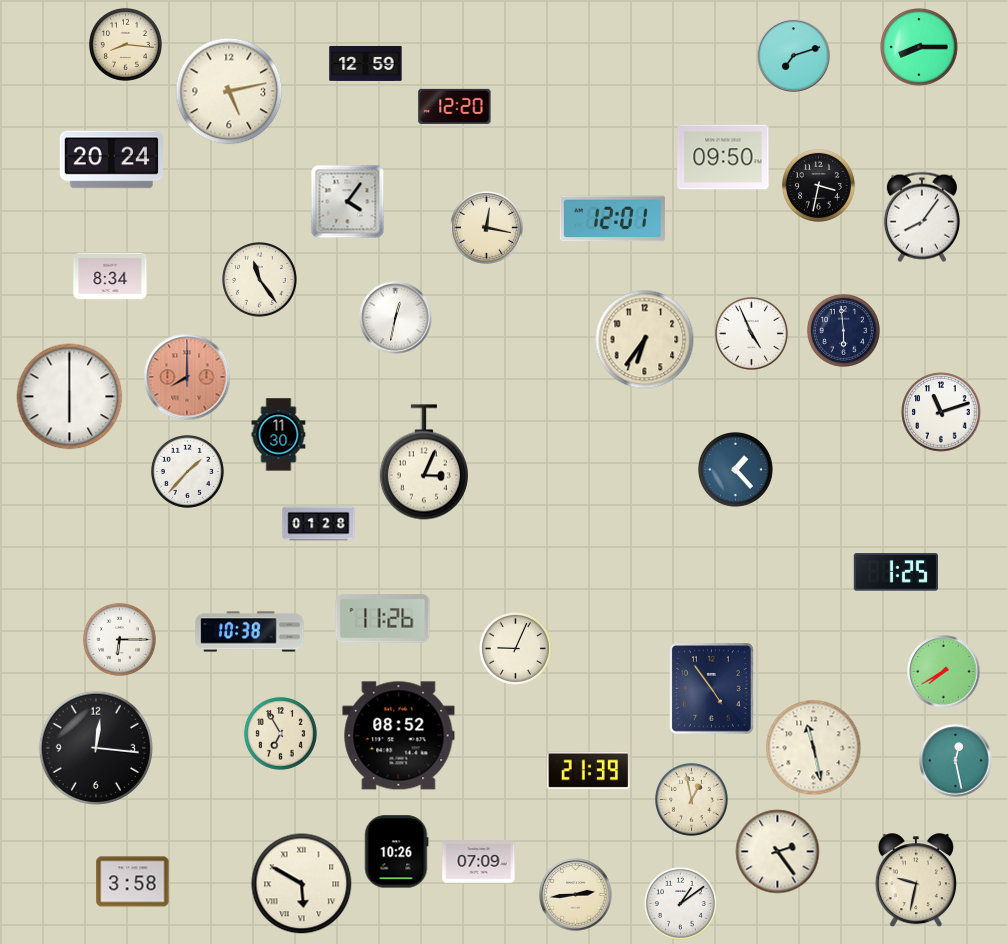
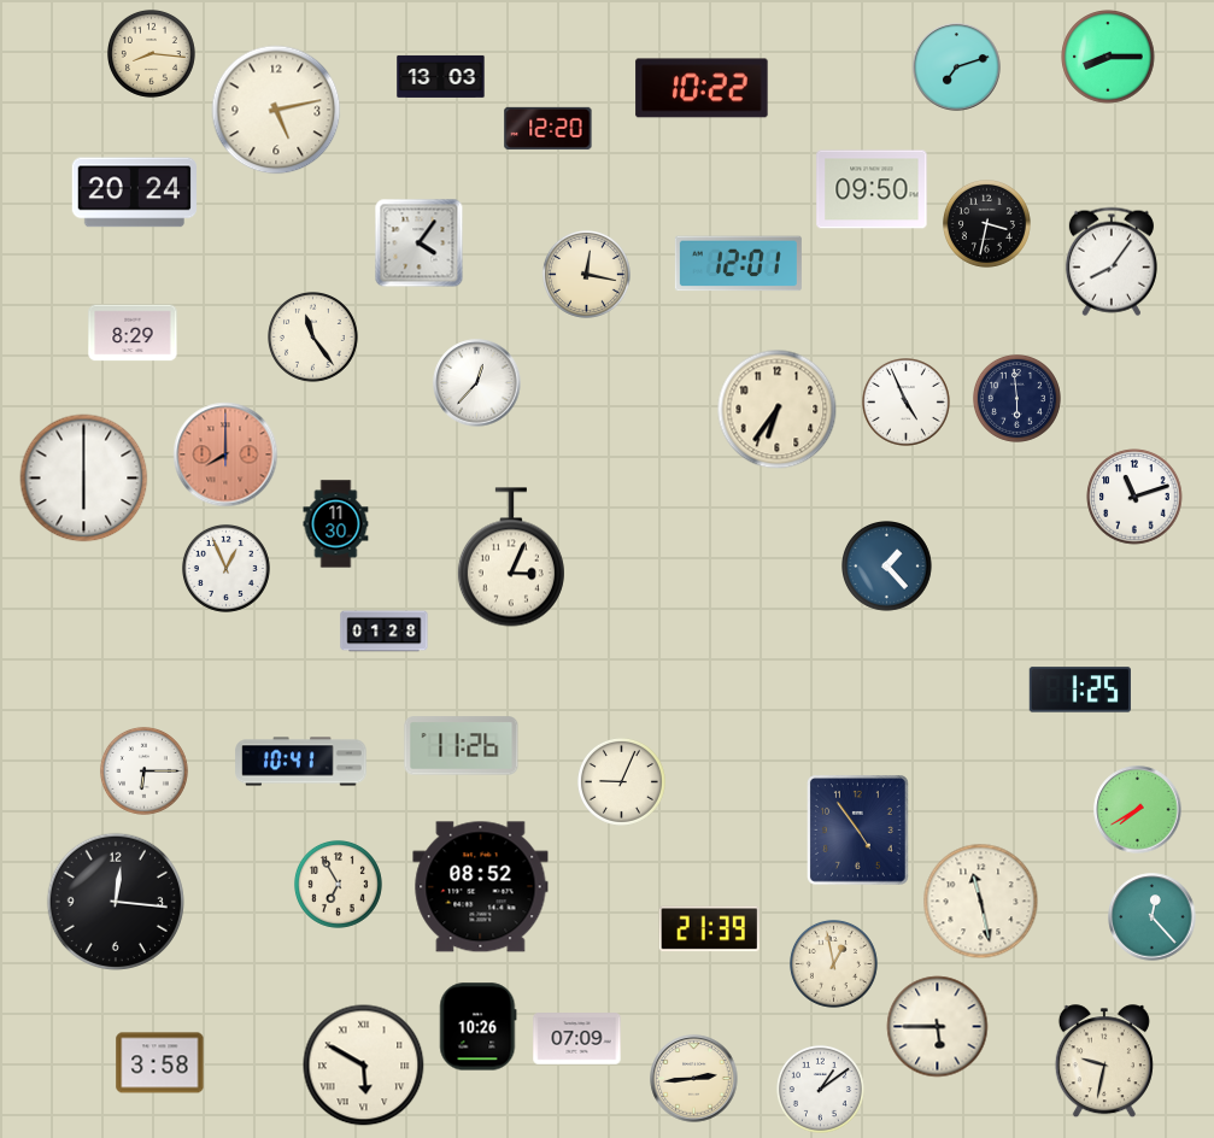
clock at (366, 63): 12:59 -> 13:03
clock at (702, 88): none -> 10:22
clock at (110, 276): 8:34 -> 8:29
clock at (396, 318): 12:32 -> 12:37
clock at (187, 471): 1:37 -> 12:56
clock at (250, 632): 10:38 -> 10:41
clock at (956, 761): 12:28 -> 12:23
clock at (778, 852): 2:24 -> 5:45
